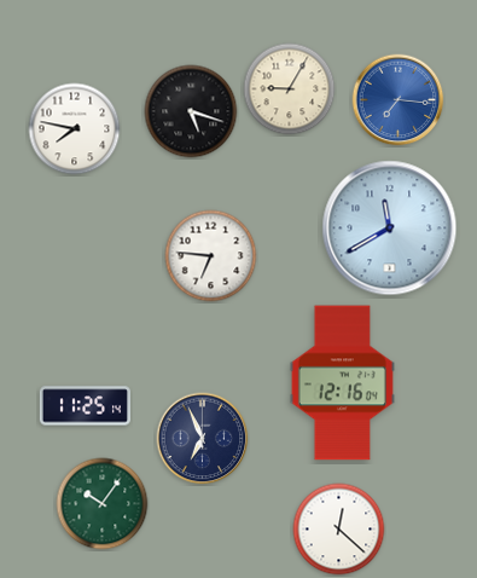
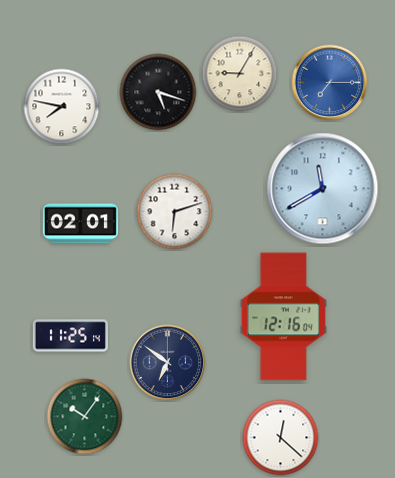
clock at (399, 100): 7:16 -> 7:15
clock at (211, 256): 6:46 -> 6:12
clock at (80, 224): none -> 02:01
clock at (203, 439): 6:56 -> 6:51
